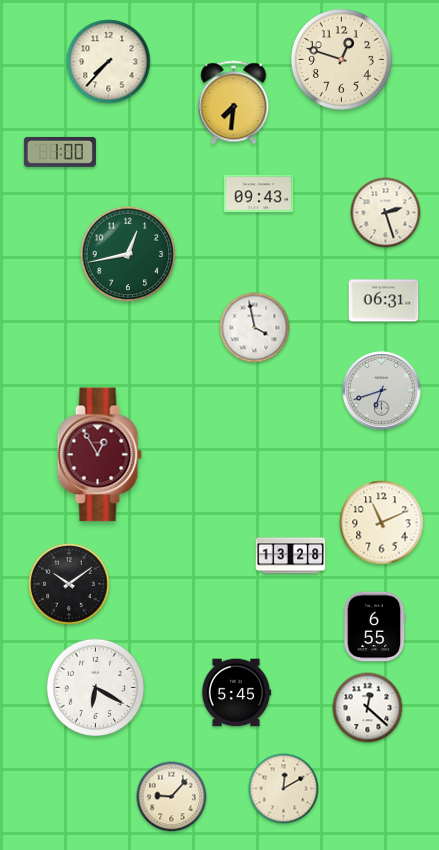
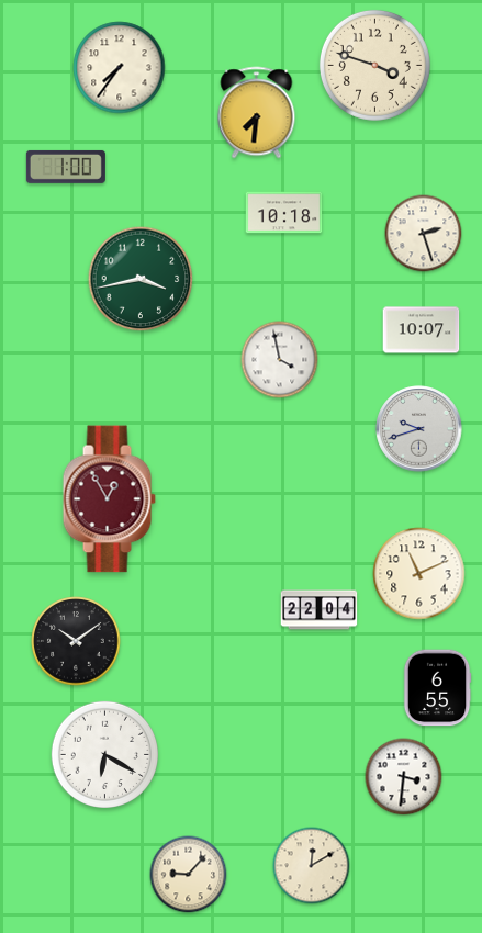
clock at (341, 59): 12:48 -> 3:48
clock at (109, 62): 7:37 -> 7:36
clock at (259, 194): 09:43 -> 10:18
clock at (128, 254): 12:43 -> 3:43
clock at (384, 301): 06:31 -> 10:07
clock at (382, 391): 6:42 -> 9:42
clock at (291, 556): 13:28 -> 22:04
clock at (374, 627) position: (374, 627) -> (437, 688)
clock at (236, 693): 5:45 -> none
clock at (368, 708): 12:22 -> 3:31
